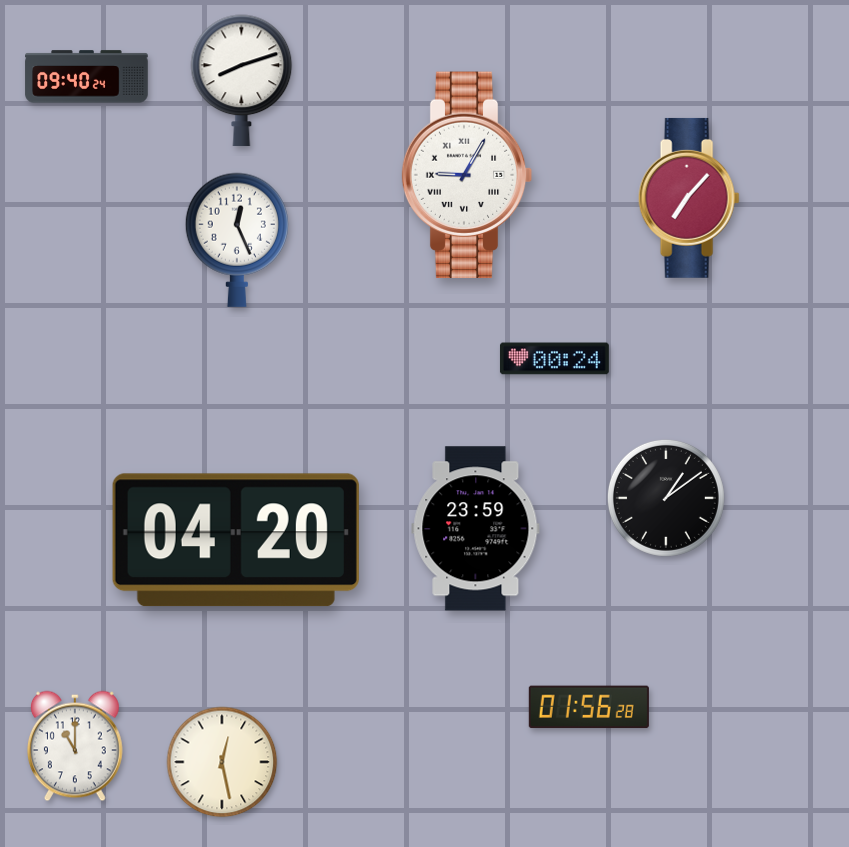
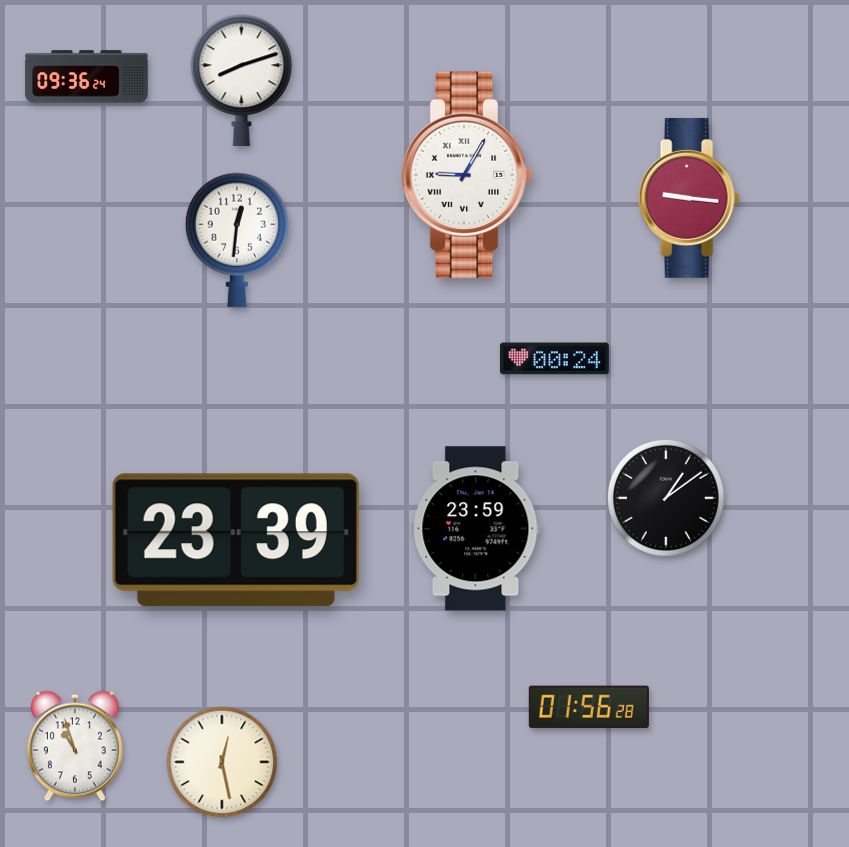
clock at (87, 77): 09:40 -> 09:36
clock at (689, 198): 7:07 -> 9:16
clock at (237, 240): 12:26 -> 12:31
clock at (236, 540): 04:20 -> 23:39
clock at (75, 746): 11:00 -> 10:57
